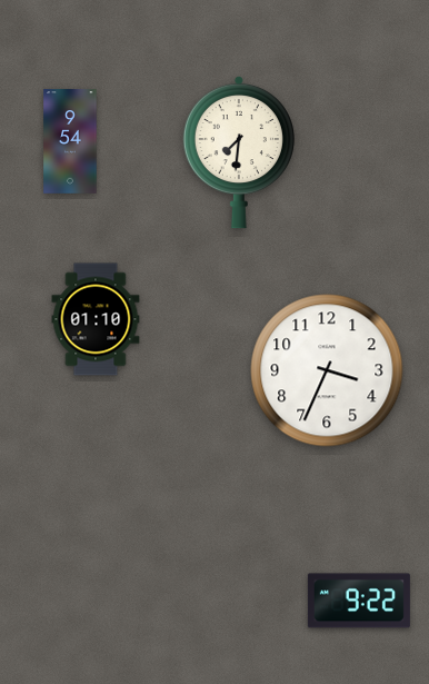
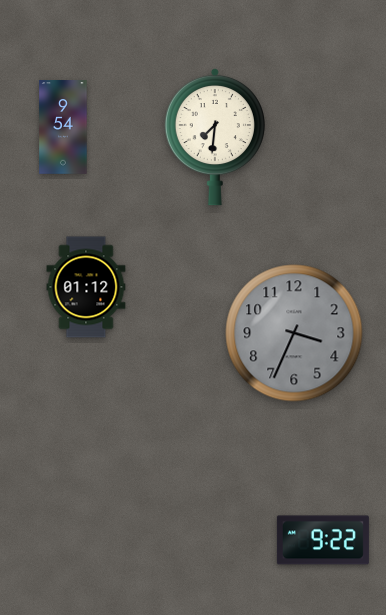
clock at (96, 319): 01:10 -> 01:12
clock at (327, 370) dial: white -> grey
